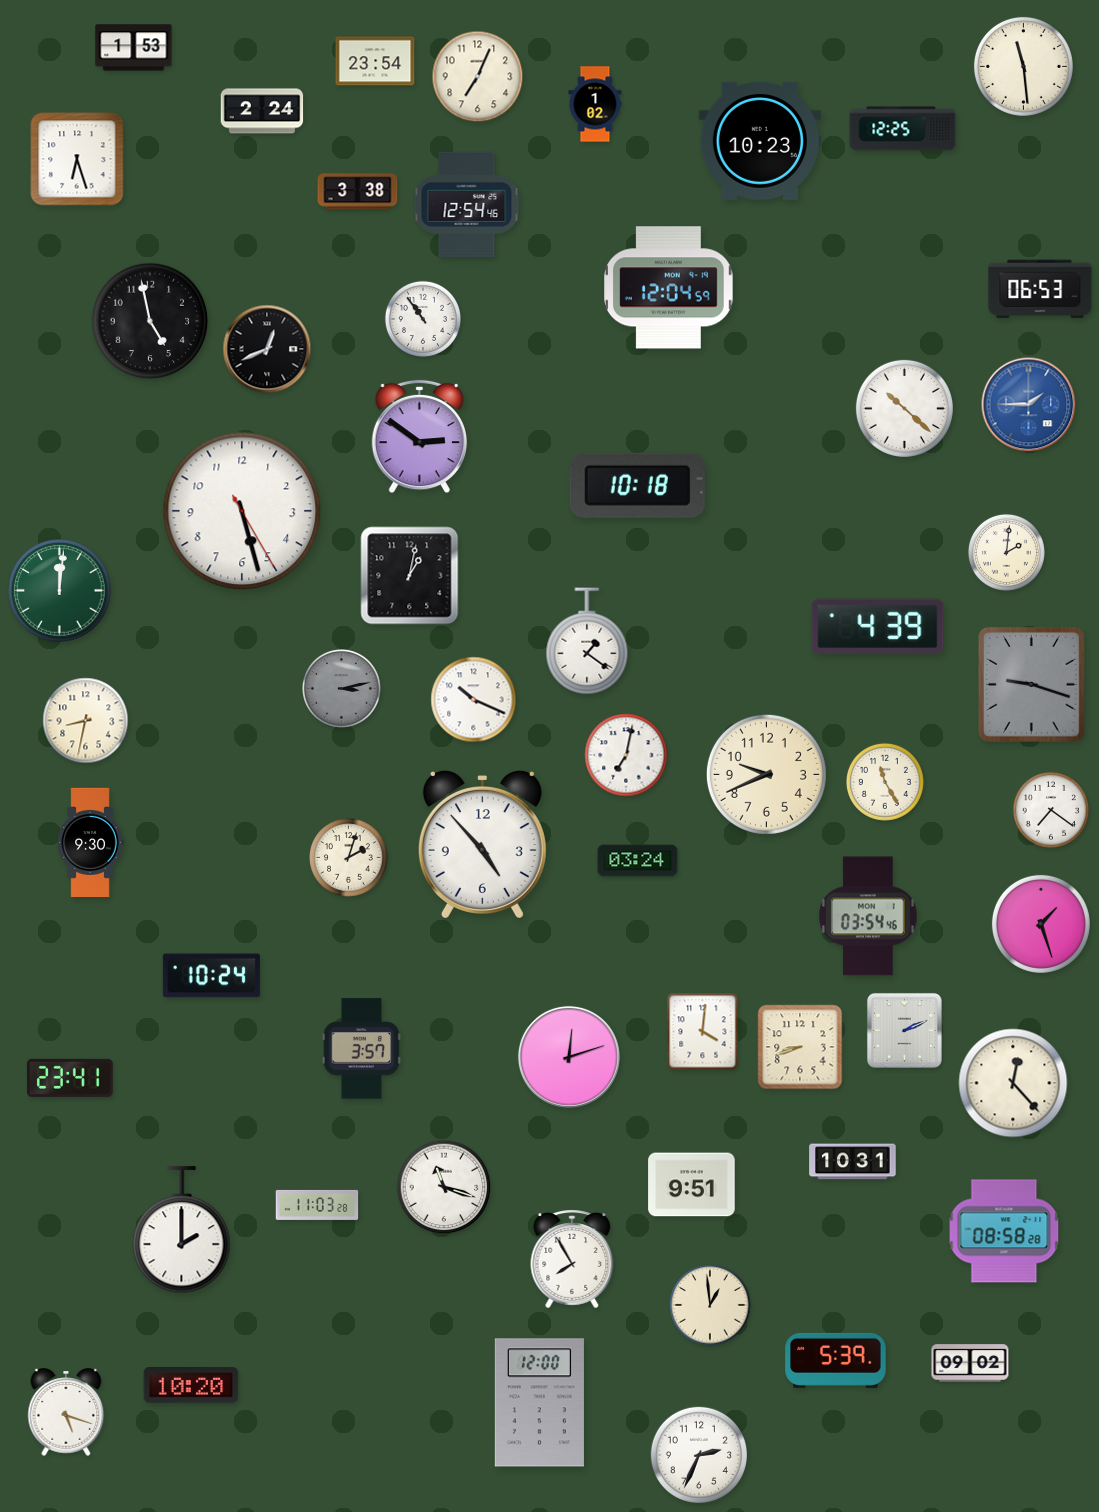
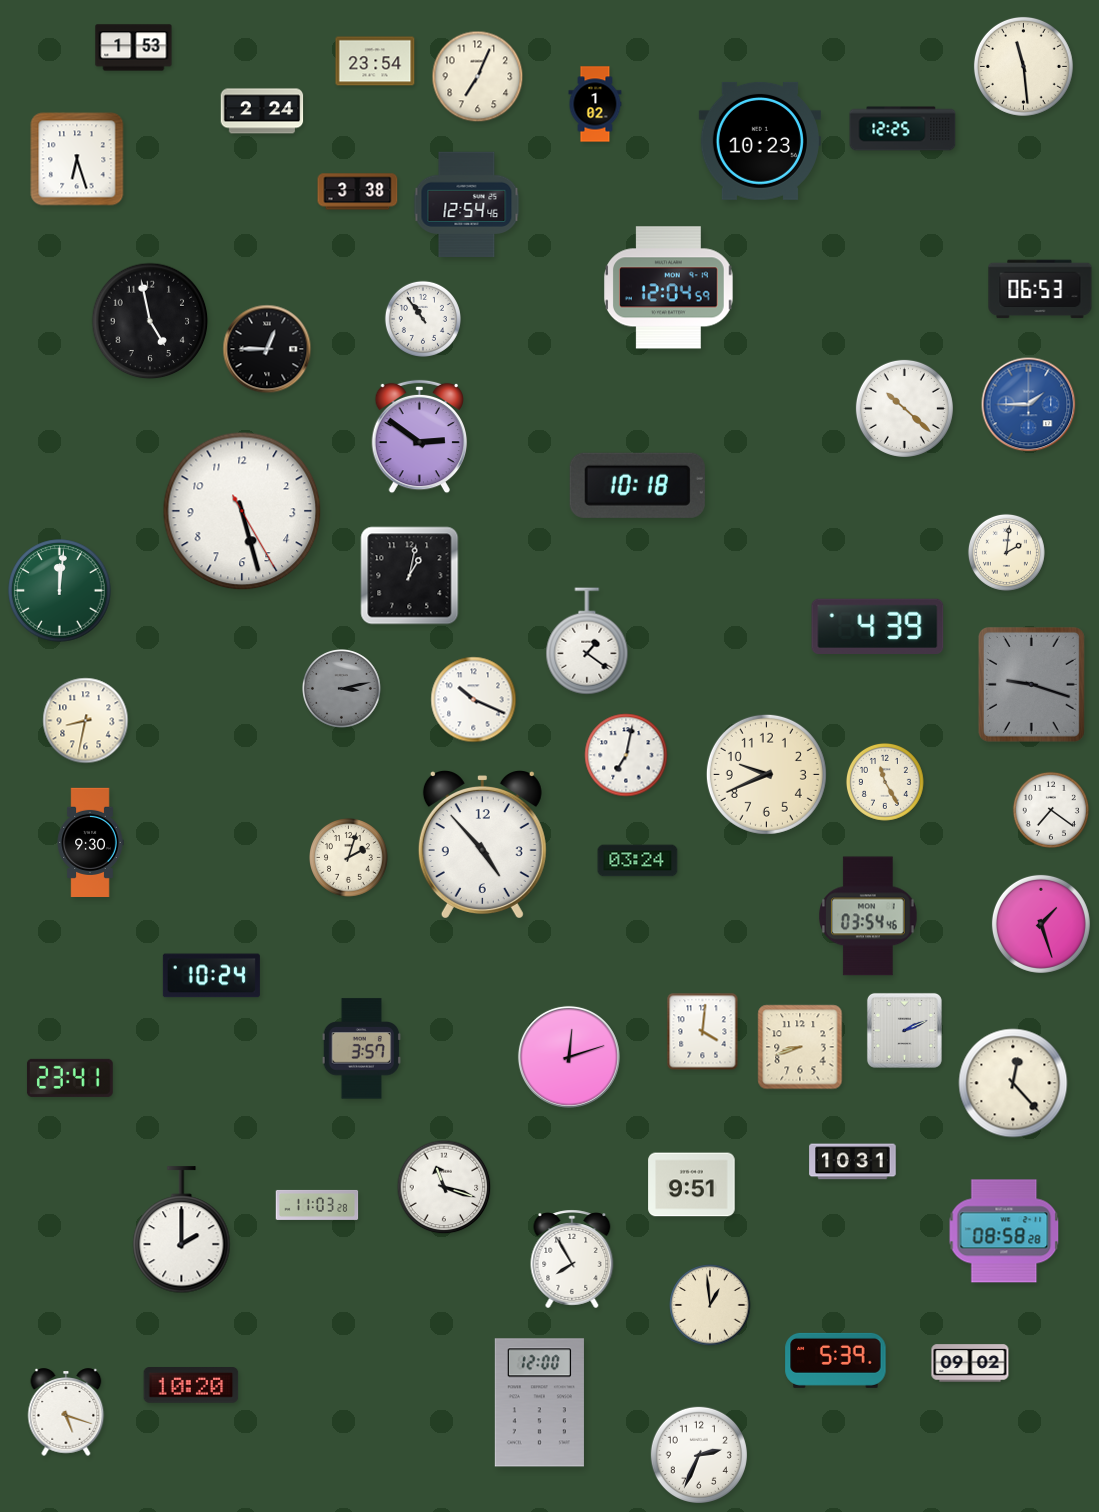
clock at (267, 349): 12:41 -> 12:45
